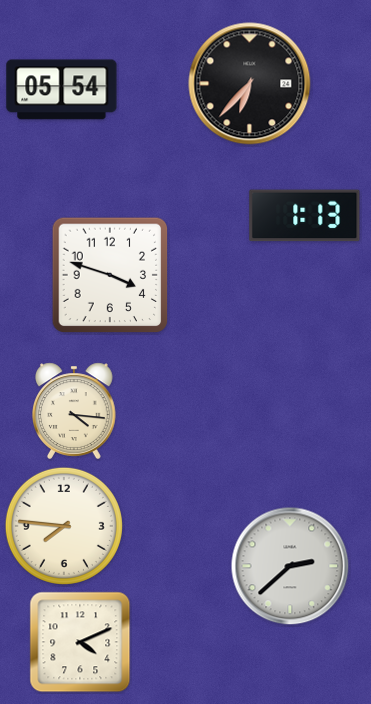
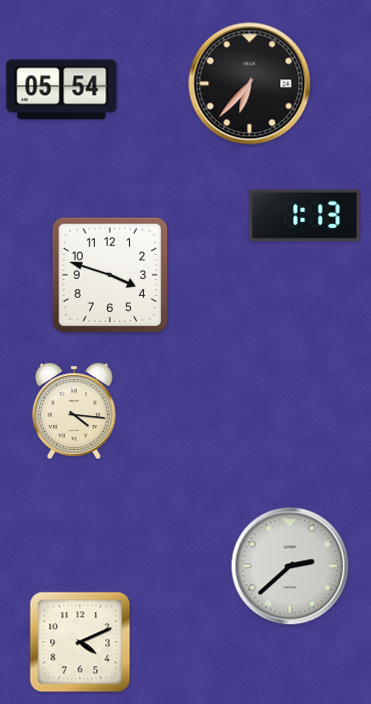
clock at (64, 526): 7:46 -> none
